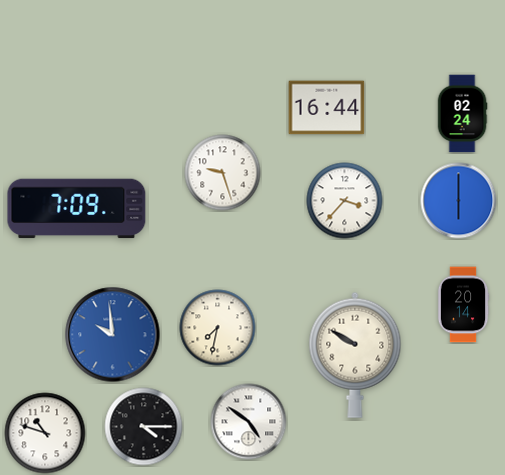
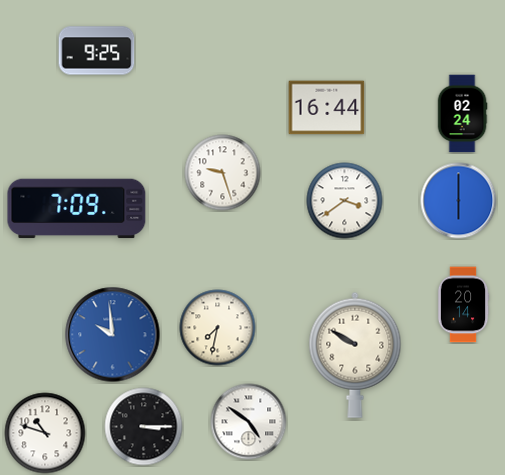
clock at (97, 51): none -> 9:25
clock at (345, 201): 3:37 -> 3:39
clock at (144, 427): 4:15 -> 3:15
